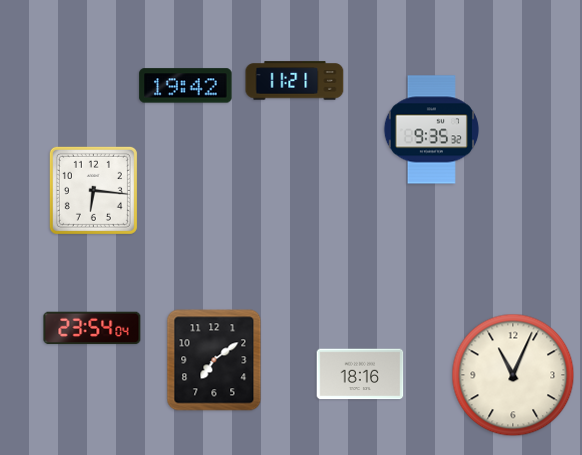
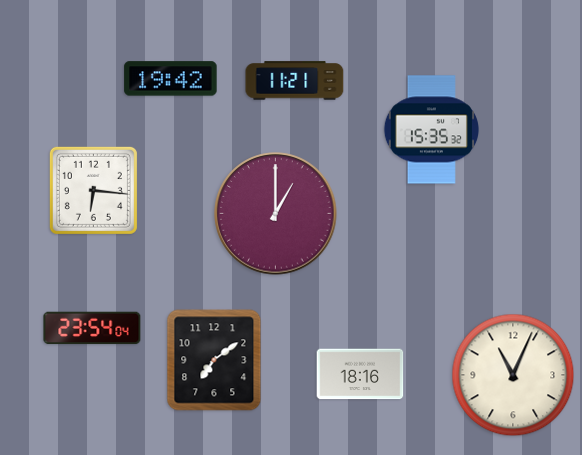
clock at (186, 86) position: (186, 86) -> (171, 79)
clock at (431, 130): 9:35 -> 15:35
clock at (276, 214): none -> 1:00
